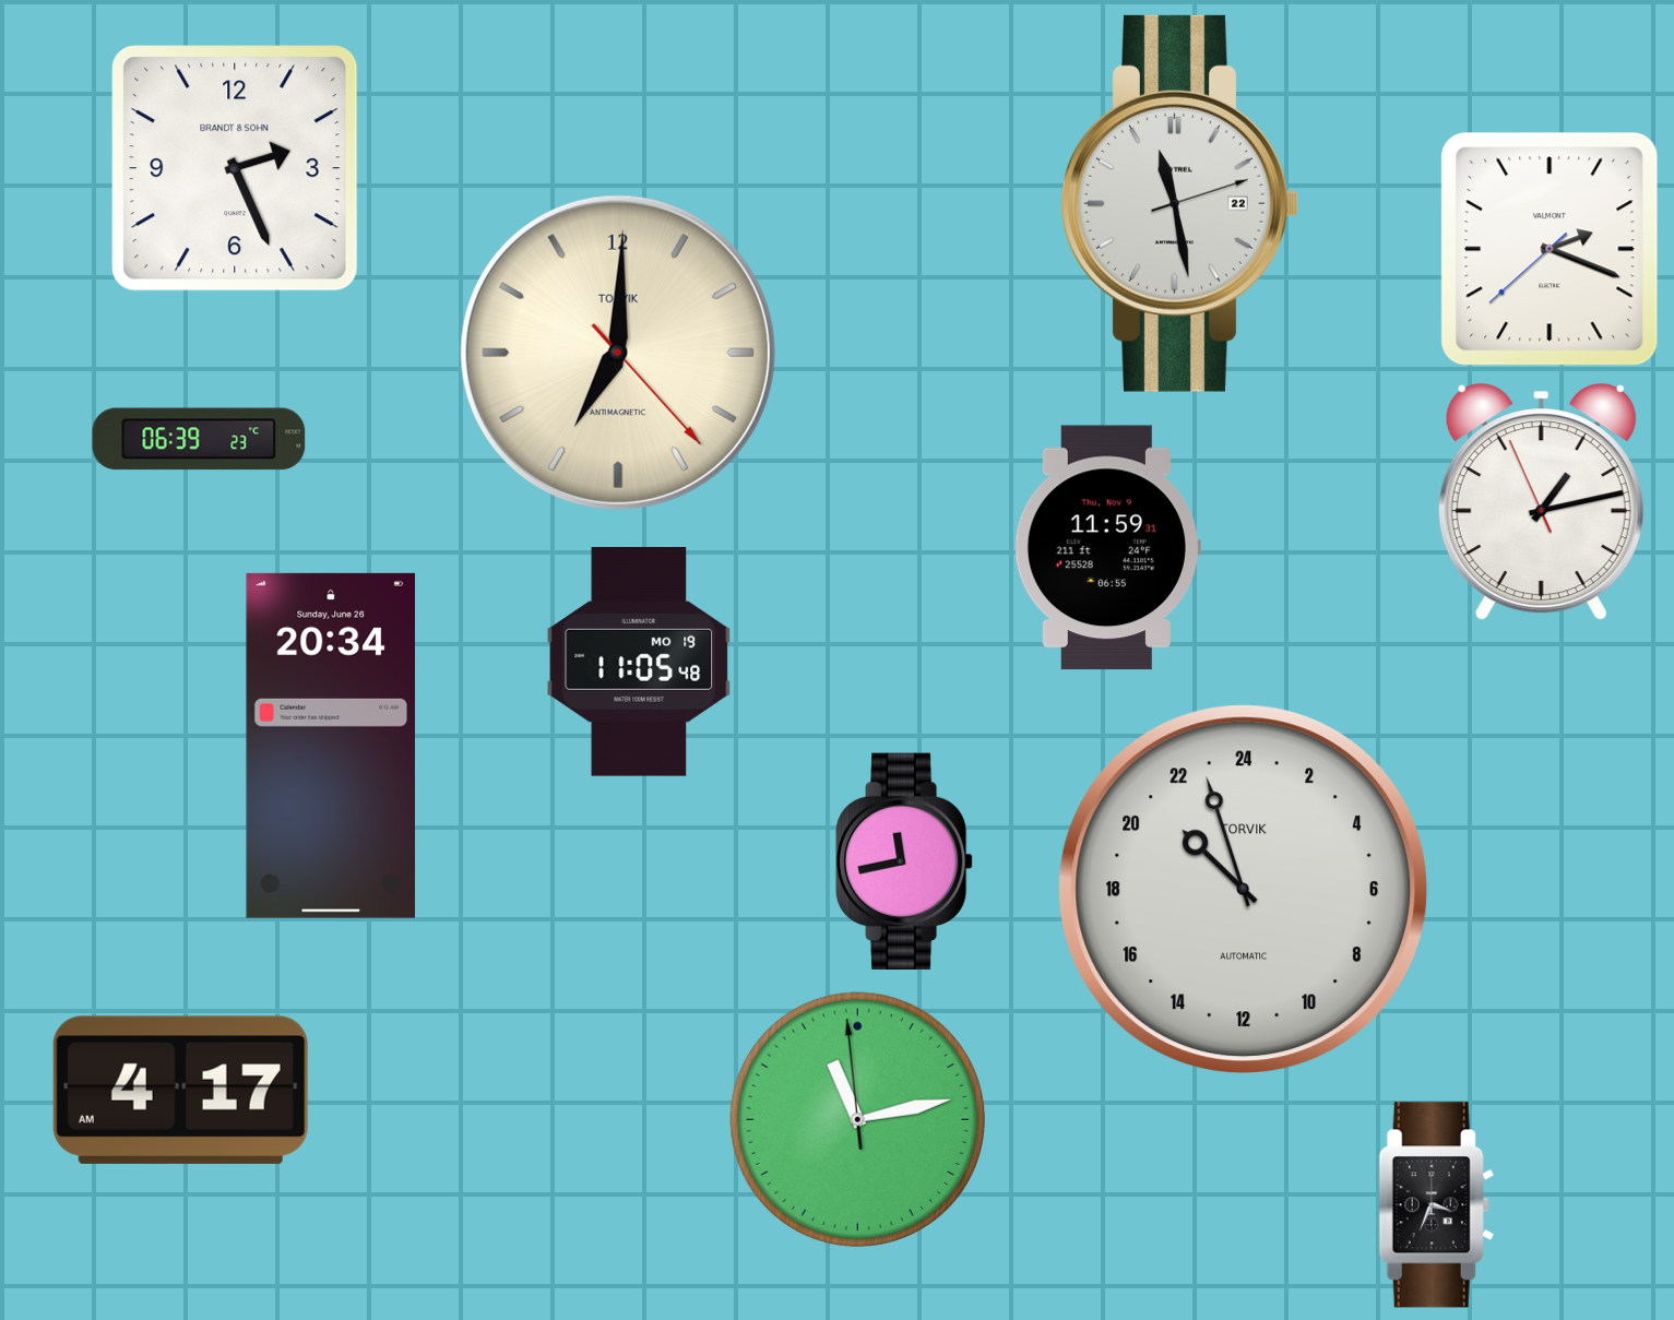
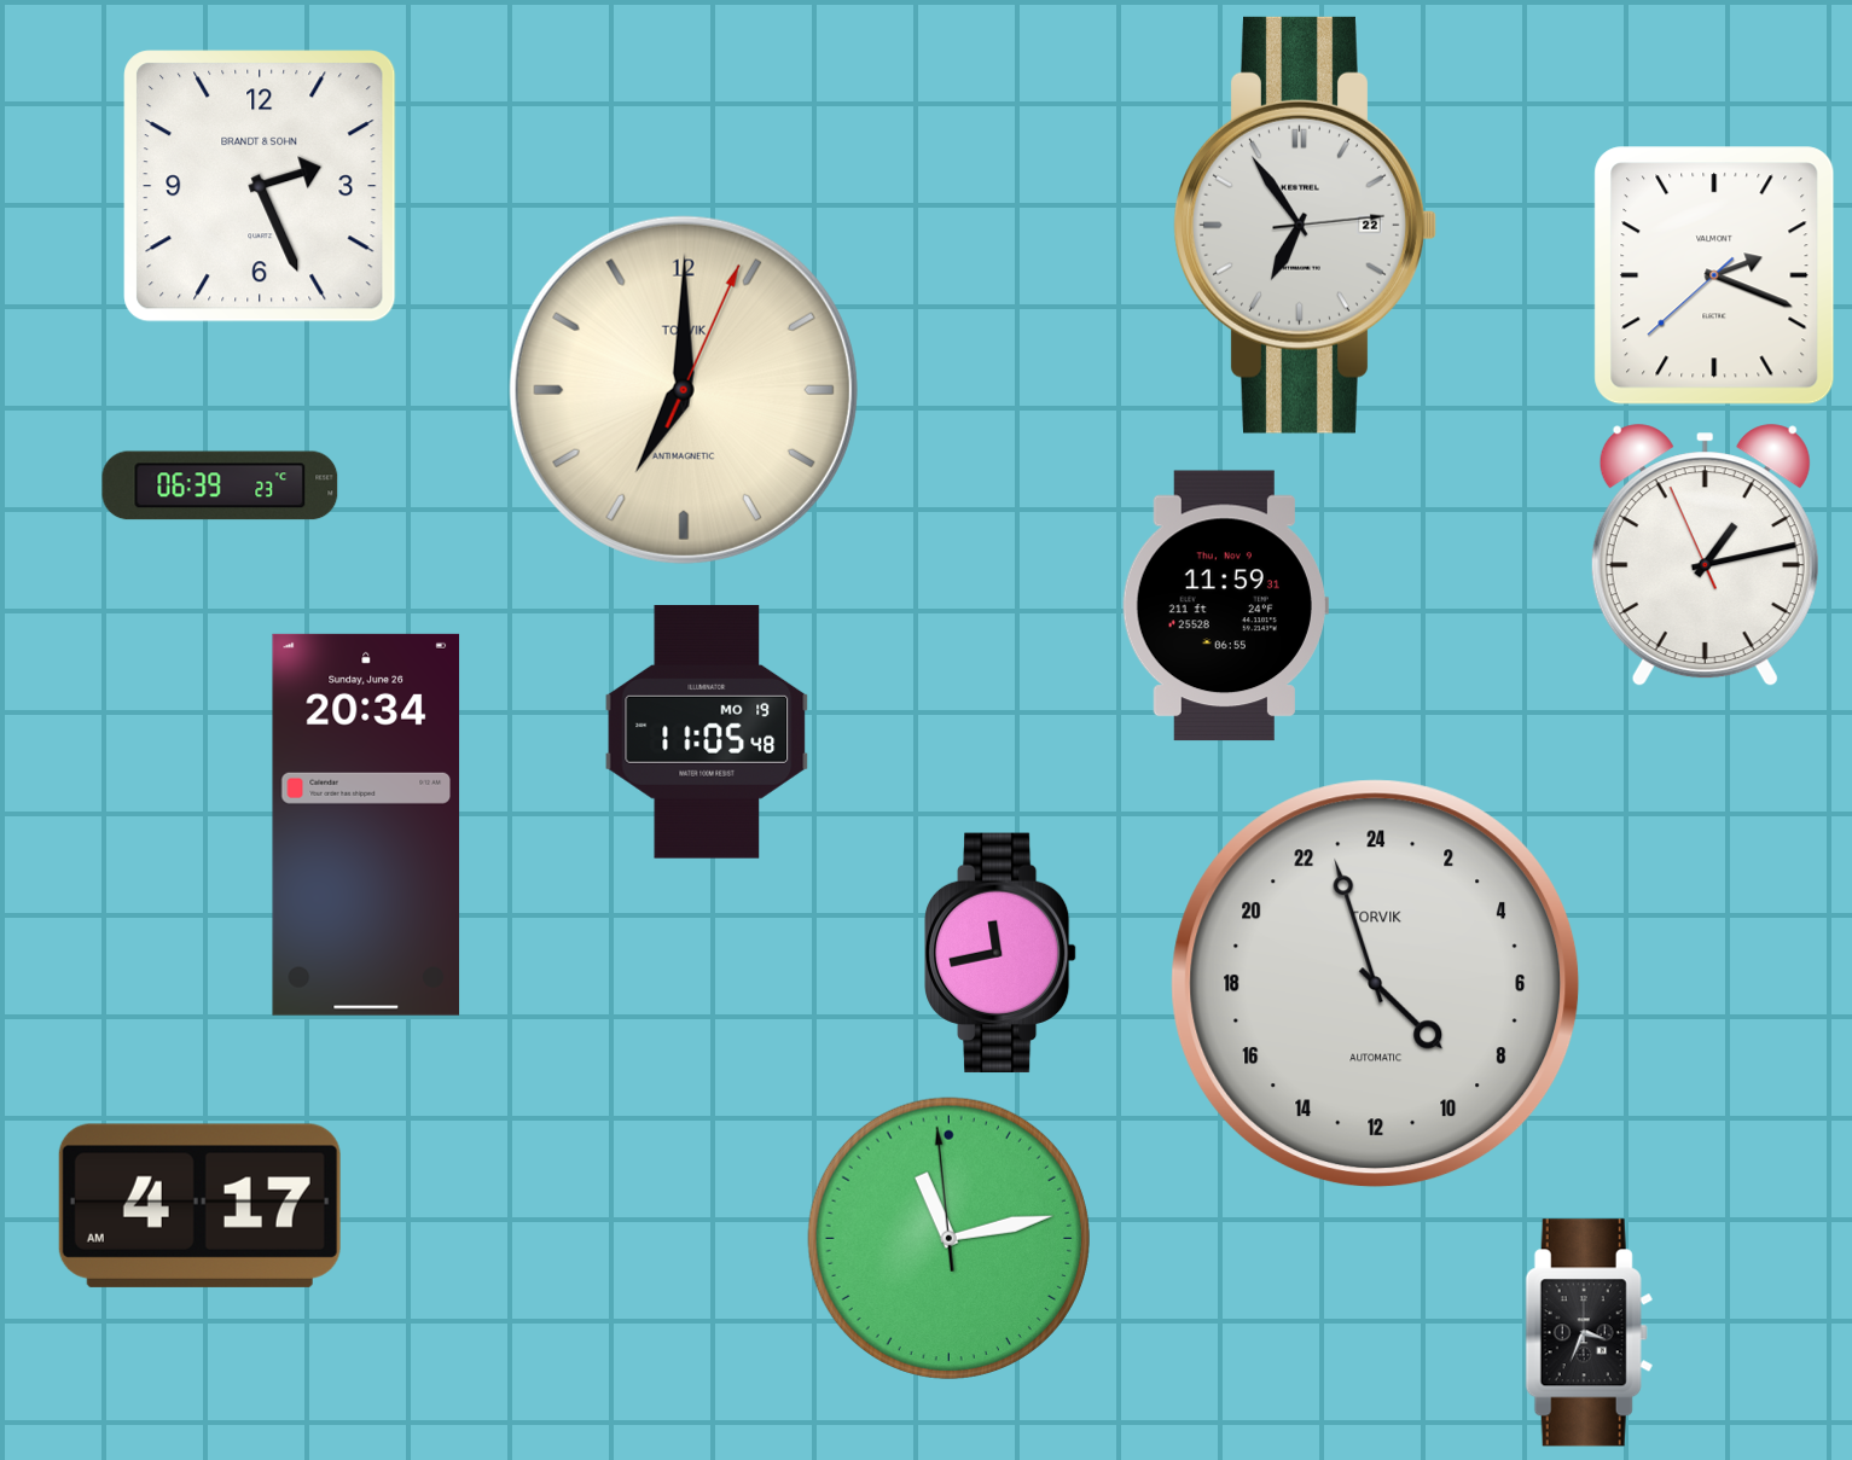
clock at (1179, 203): 11:28 -> 6:54
clock at (618, 353): 7:00:23 -> 7:00:04
clock at (1244, 890): 20:57 -> 8:57
